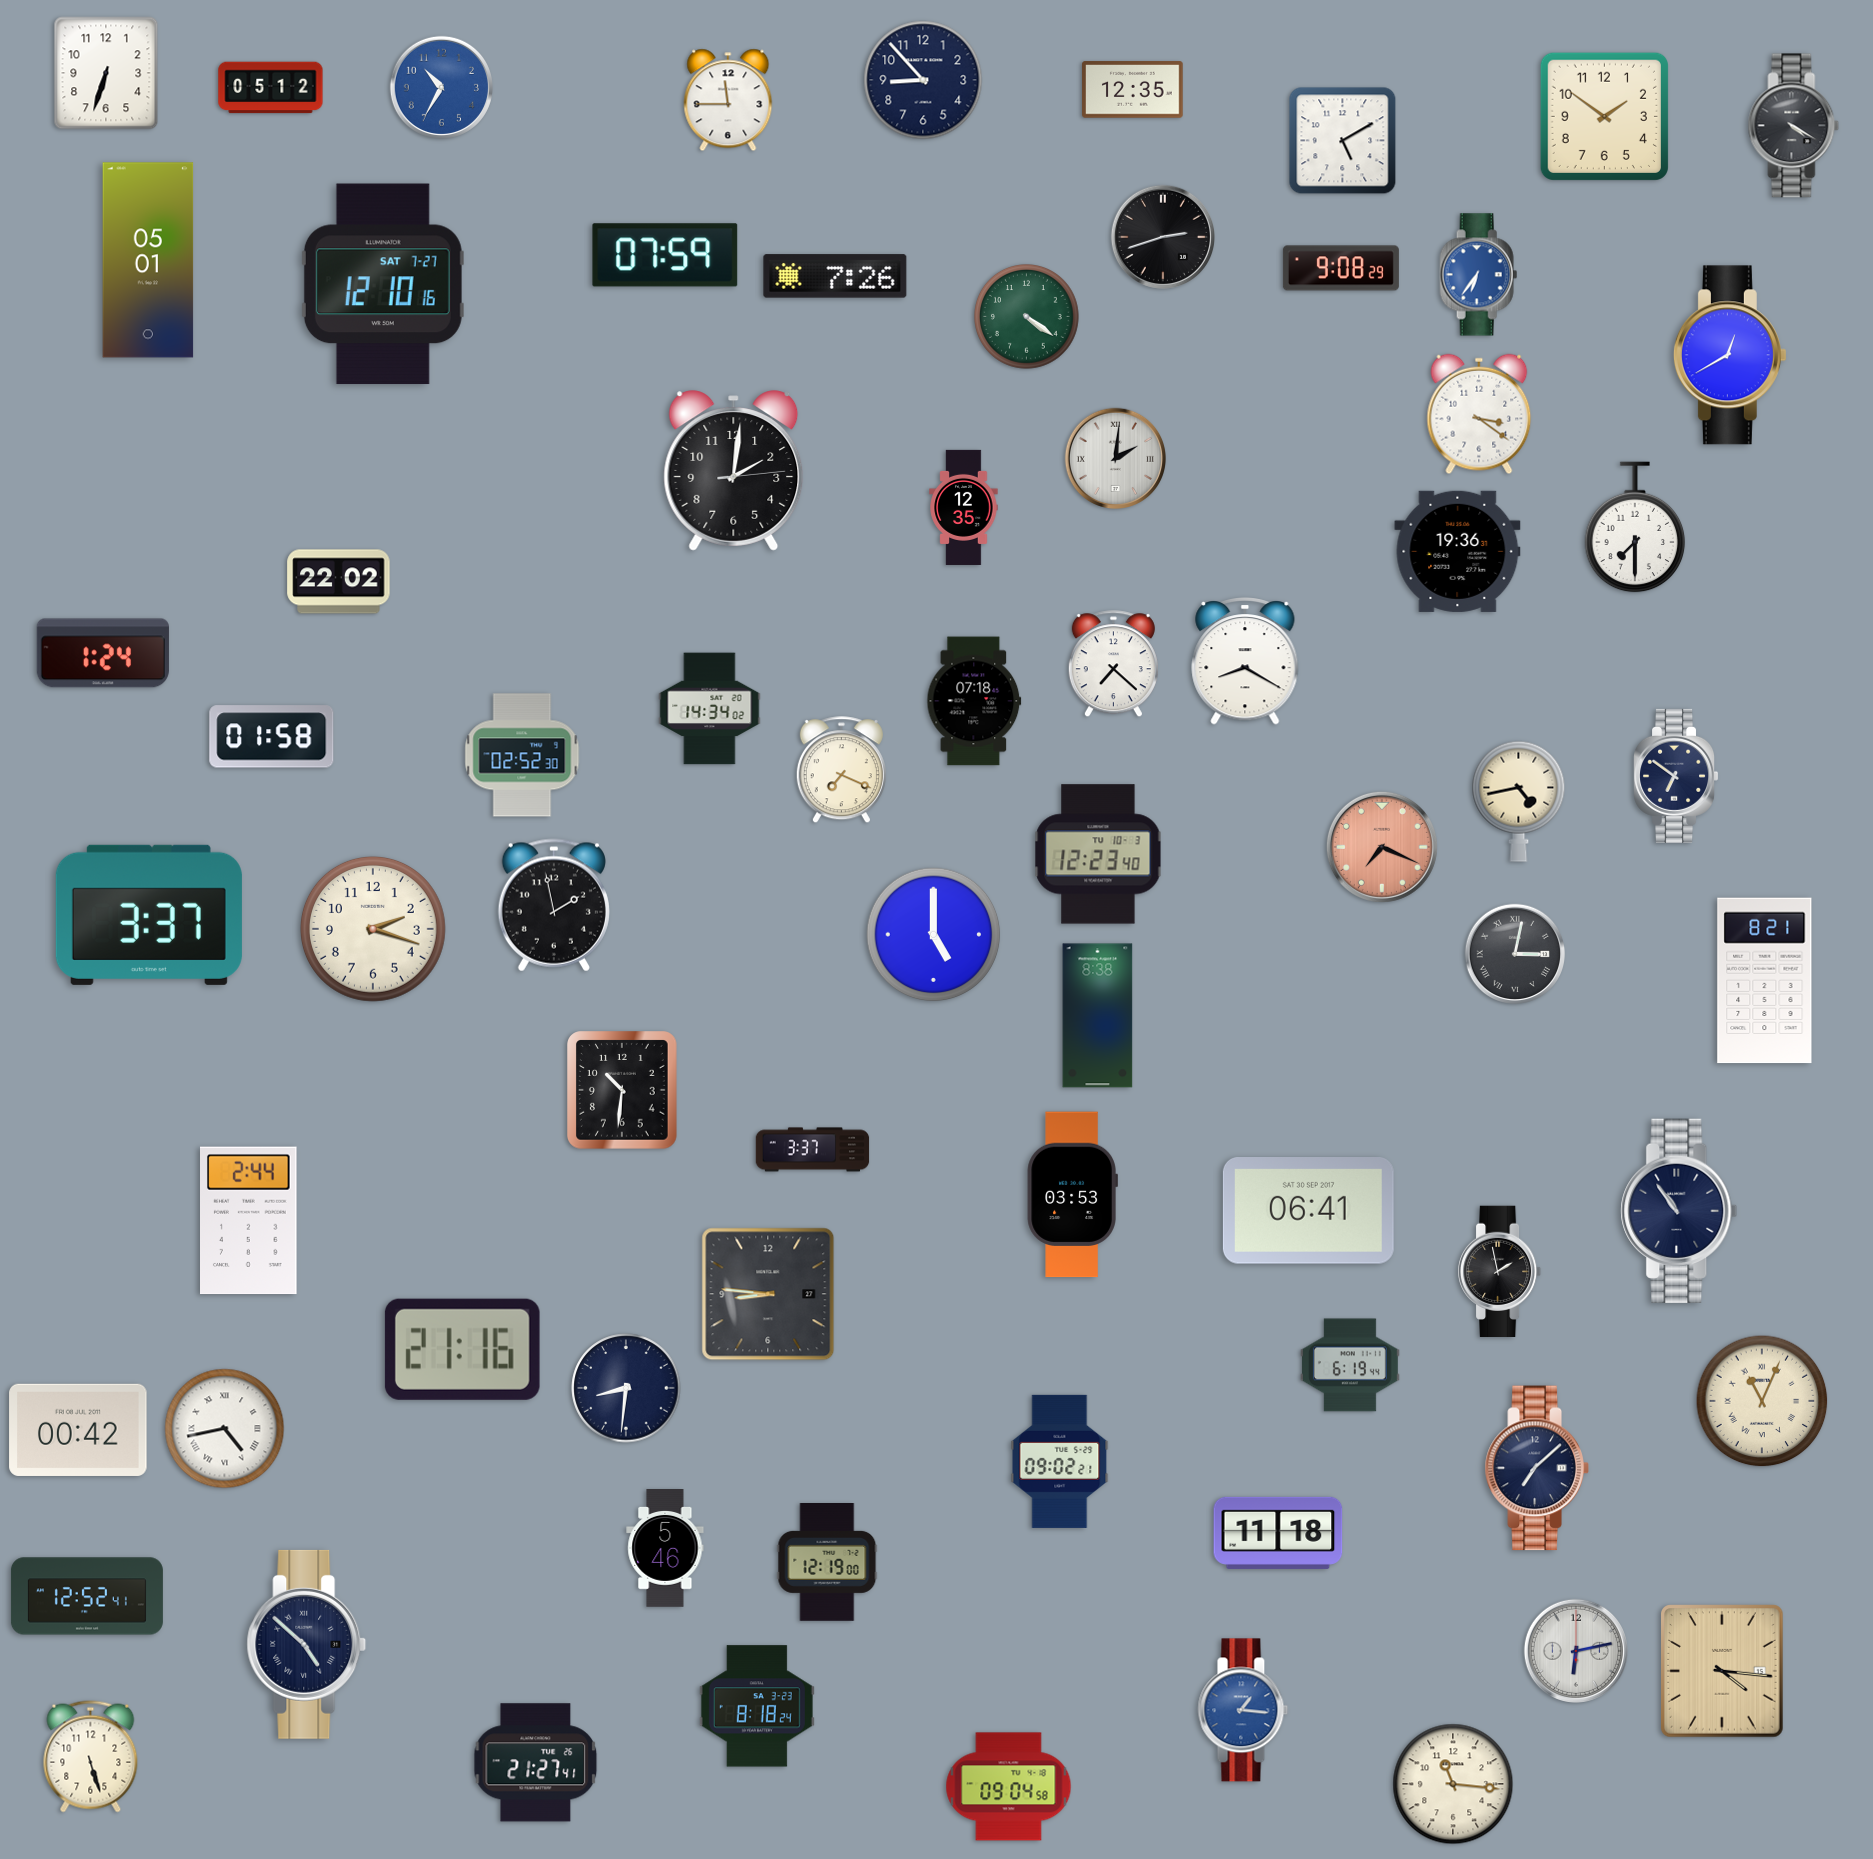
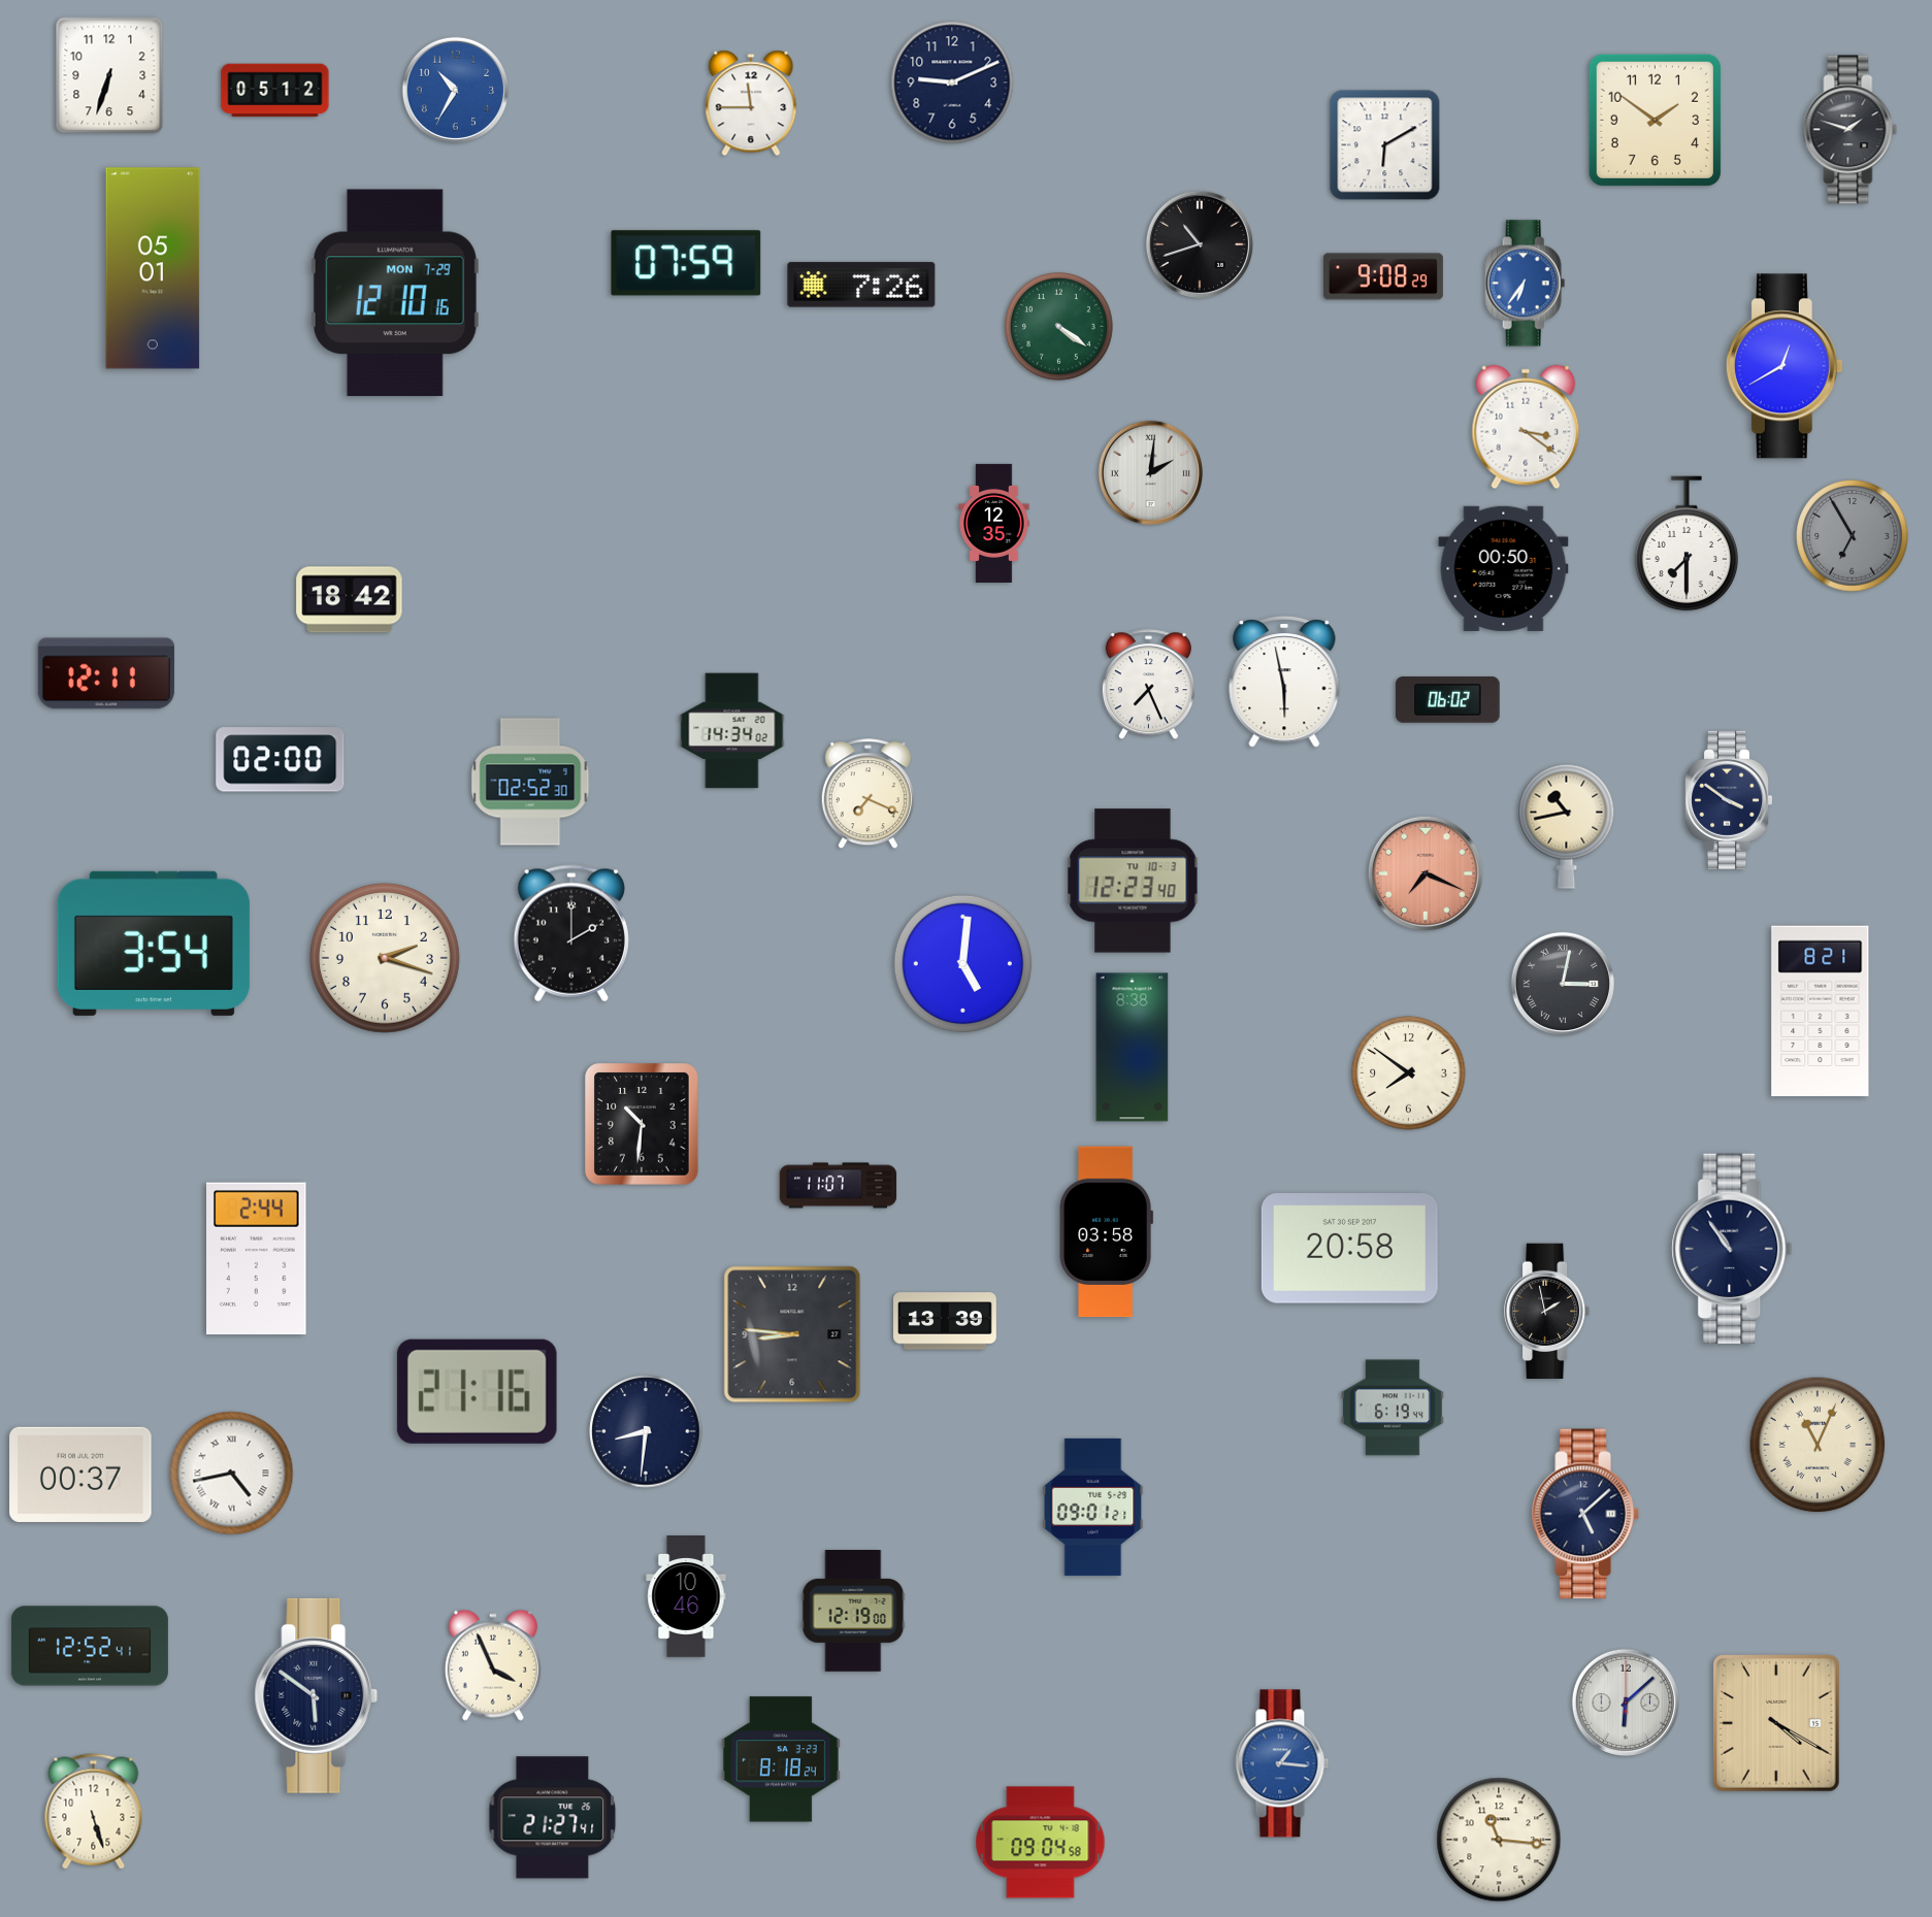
clock at (923, 80): 8:53 -> 9:11
clock at (271, 88) position: (271, 88) -> (275, 91)
clock at (1133, 90): 12:35 -> none
clock at (1794, 126): 4:20 -> 1:48
clock at (1343, 141): 5:10 -> 6:10
clock at (1163, 237): 2:42 -> 10:42
clock at (383, 284) date: SAT 7-27 -> MON 7-29
clock at (734, 471): 2:01 -> none
clock at (1853, 536): none -> 6:55
clock at (1458, 551): 19:36 -> 00:50
clock at (339, 582): 22:02 -> 18:42
clock at (103, 653): 1:24 -> 12:11
clock at (1245, 662): 8:20 -> 5:58
clock at (1113, 664): 7:22 -> 7:26
clock at (1448, 700): none -> 06:02
clock at (974, 701): 07:18 -> none
clock at (272, 737): 01:58 -> 02:00
clock at (522, 755) position: (522, 755) -> (530, 782)
clock at (1676, 776): 6:51 -> 3:51
clock at (1519, 801): 4:43 -> 10:43
clock at (554, 905): 1:58 -> 2:00
clock at (149, 915): 3:37 -> 3:54
clock at (934, 935): 5:00 -> 5:01
clock at (1409, 1073): none -> 7:51
clock at (813, 1150): 3:37 -> 11:07
clock at (1072, 1195): 03:53 -> 03:58
clock at (1308, 1211): 06:41 -> 20:58
clock at (946, 1321): none -> 13:39
clock at (78, 1430): 00:42 -> 00:37
clock at (1060, 1461): 09:02 -> 09:01
clock at (1537, 1468): 7:08 -> 5:08
clock at (1278, 1533): 11:18 -> none
clock at (665, 1549): 5:46 -> 10:46
clock at (493, 1665): none -> 3:56
clock at (307, 1644): 4:52 -> 5:51
clock at (1576, 1651): 6:13 -> 6:08
clock at (1722, 1671): 4:16 -> 4:20
